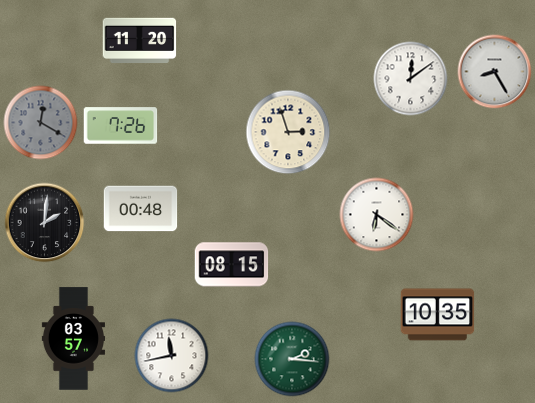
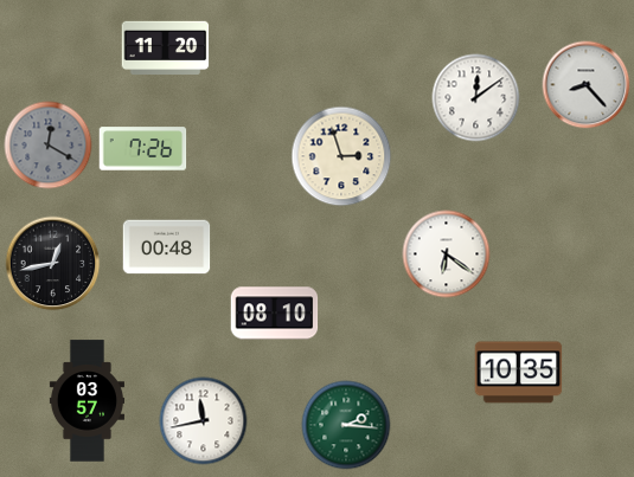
clock at (495, 72): 8:25 -> 8:23
clock at (411, 79) position: (411, 79) -> (476, 98)
clock at (45, 223): 2:01 -> 12:43
clock at (232, 265): 08:15 -> 08:10
